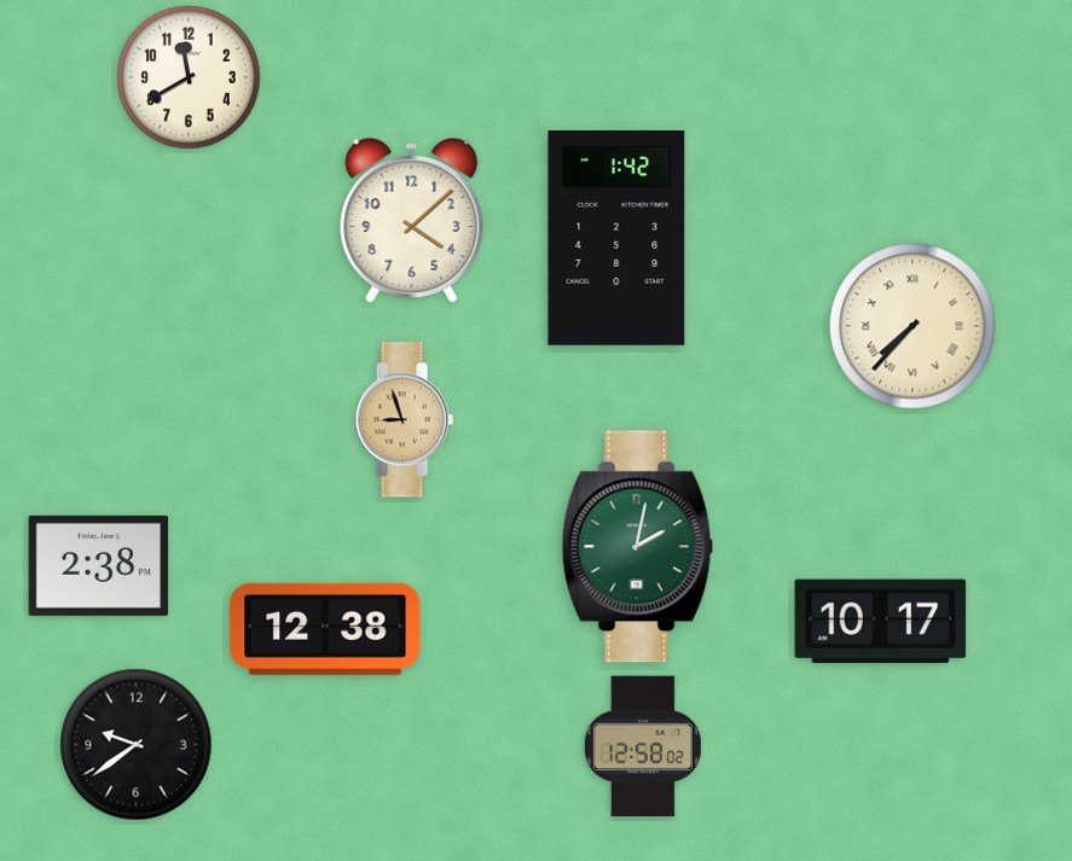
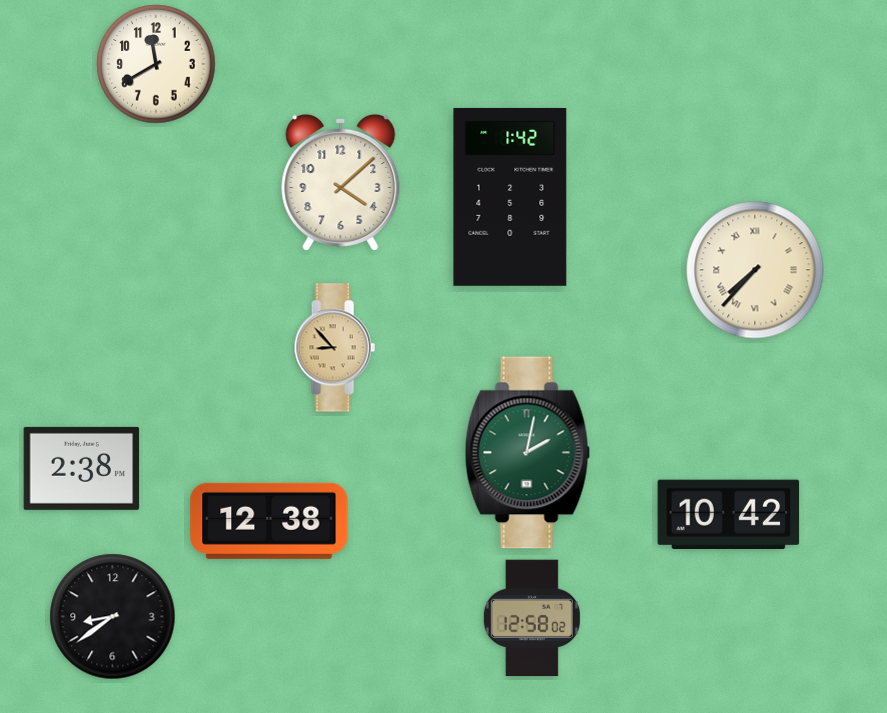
clock at (404, 420): 8:57 -> 8:53
clock at (881, 621): 10:17 -> 10:42
clock at (137, 745): 9:39 -> 8:39
